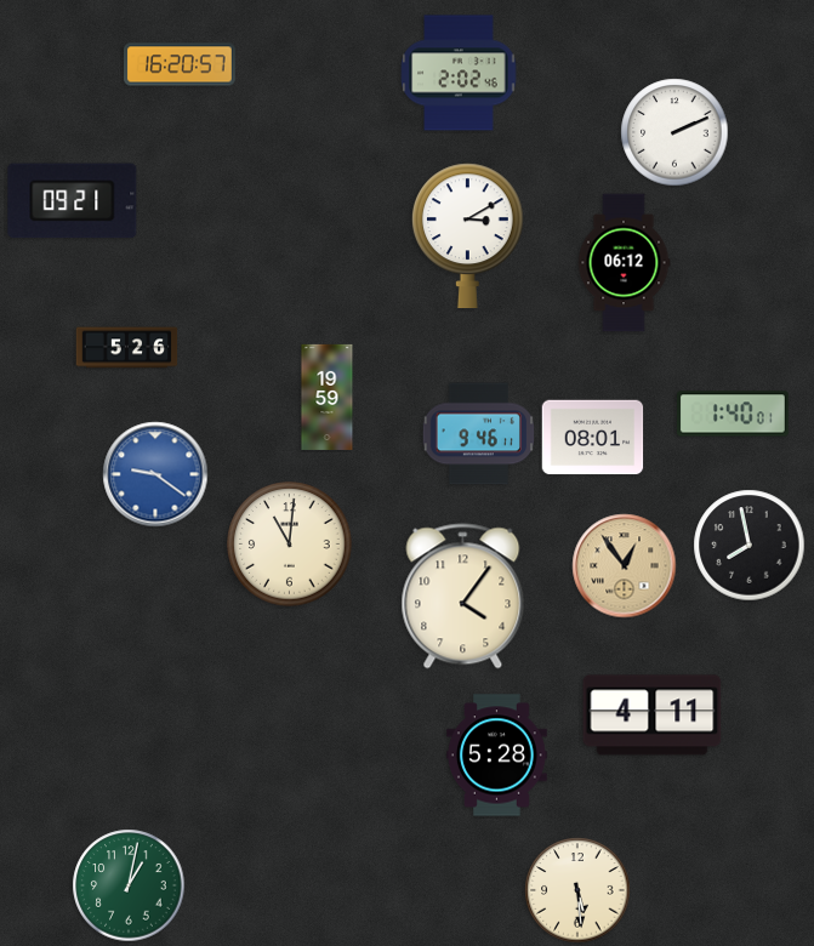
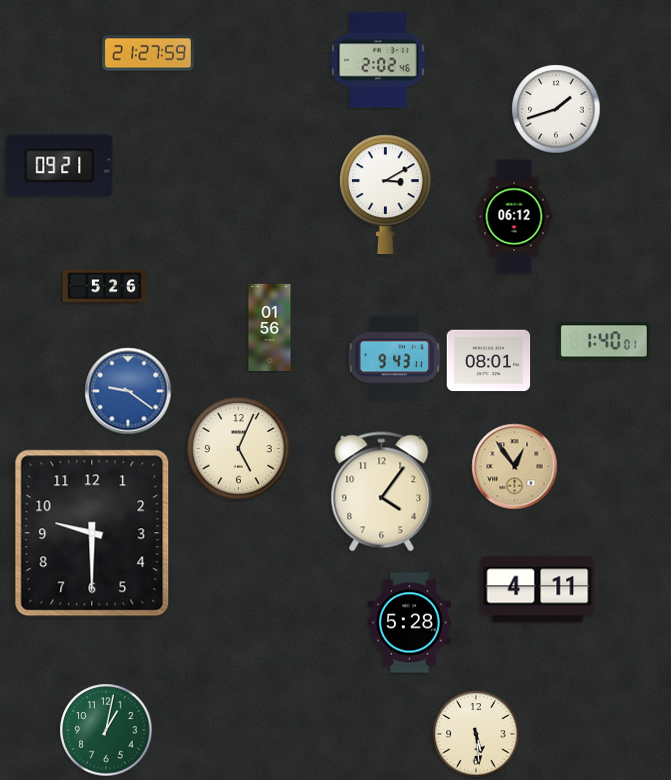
clock at (181, 64): 16:20 -> 21:27
clock at (674, 132): 2:11 -> 1:42
clock at (328, 397): 19:59 -> 01:56
clock at (479, 434): 9:46 -> 9:43
clock at (290, 545): 11:01 -> 5:04
clock at (750, 546): 7:58 -> none
clock at (92, 533): none -> 9:30
